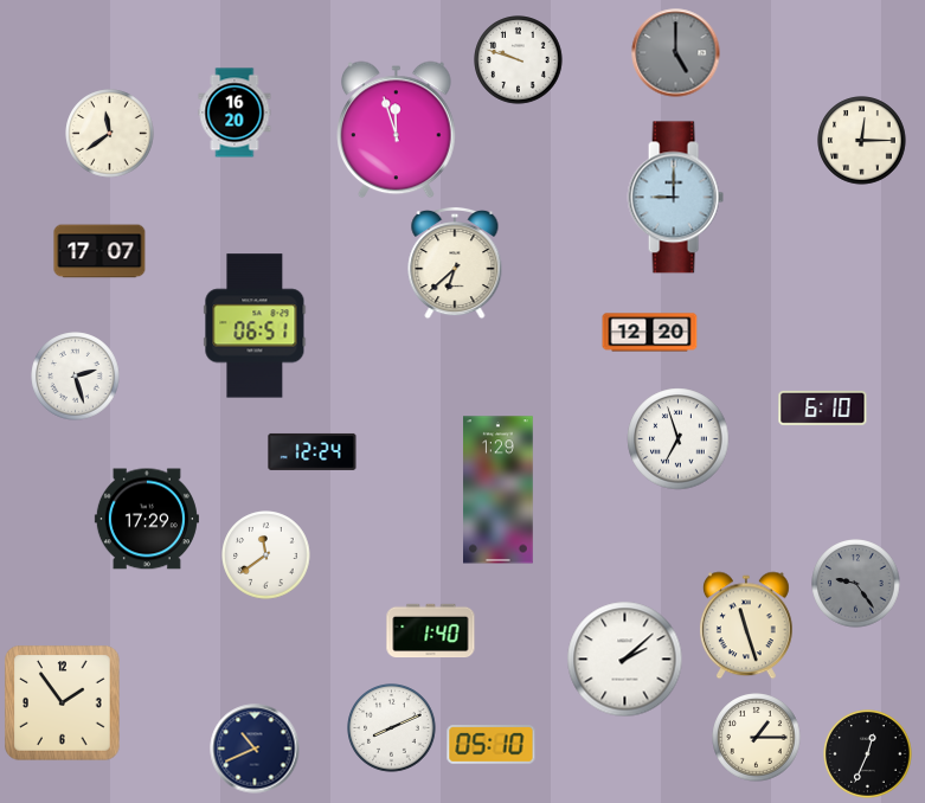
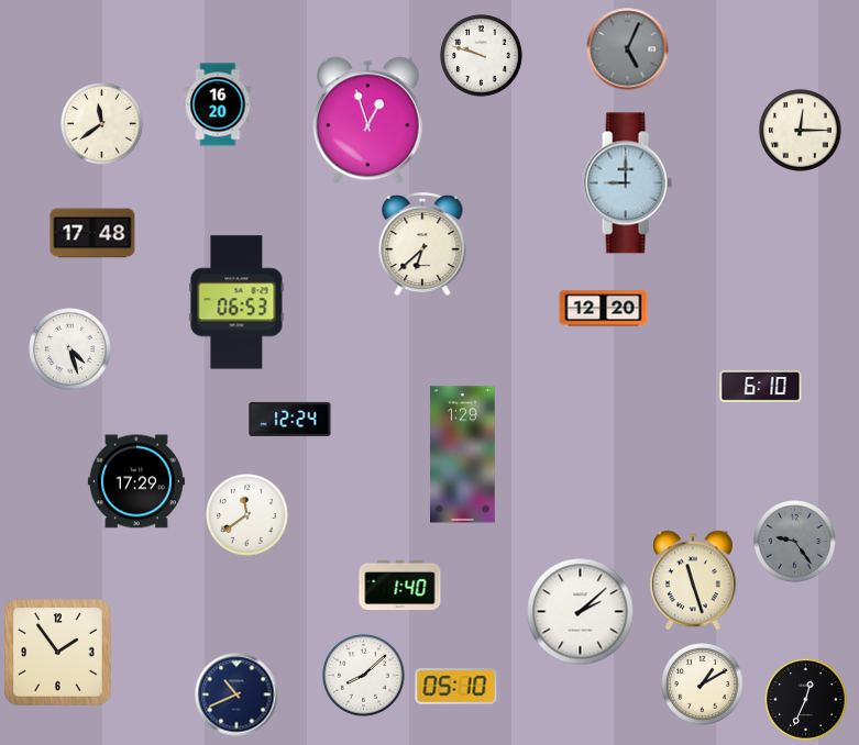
clock at (676, 53): 5:00 -> 5:04
clock at (397, 130): 11:57 -> 12:57
clock at (99, 251): 17:07 -> 17:48
clock at (255, 326): 06:51 -> 06:53
clock at (76, 377): 2:27 -> 4:27
clock at (823, 407) position: (823, 407) -> (761, 386)
clock at (679, 439): 6:57 -> none
clock at (392, 728): 8:11 -> 8:08
clock at (757, 738): 1:15 -> 1:10
clock at (492, 745) position: (492, 745) -> (456, 687)
